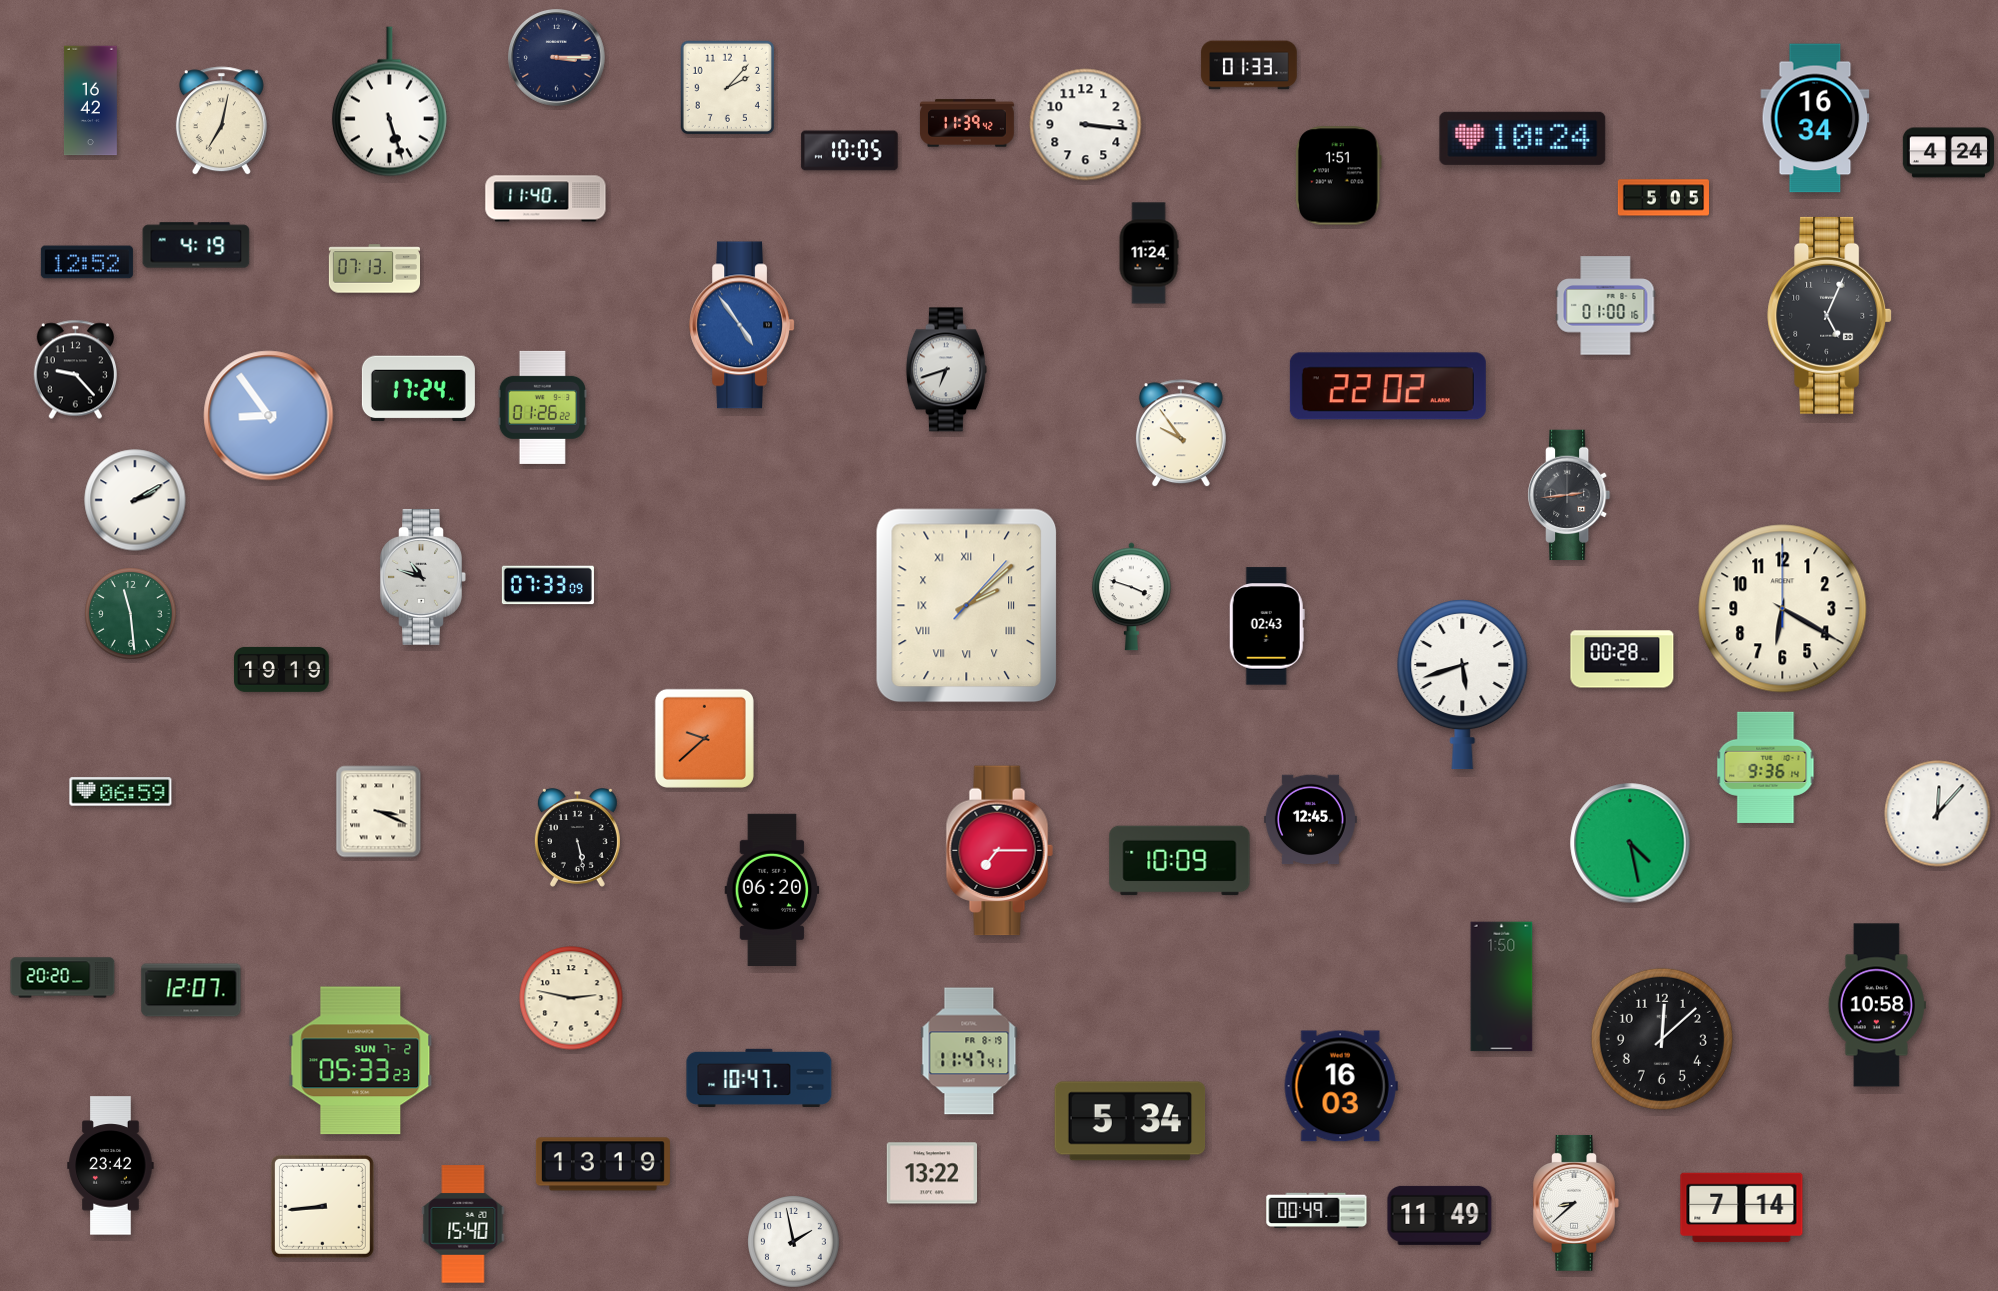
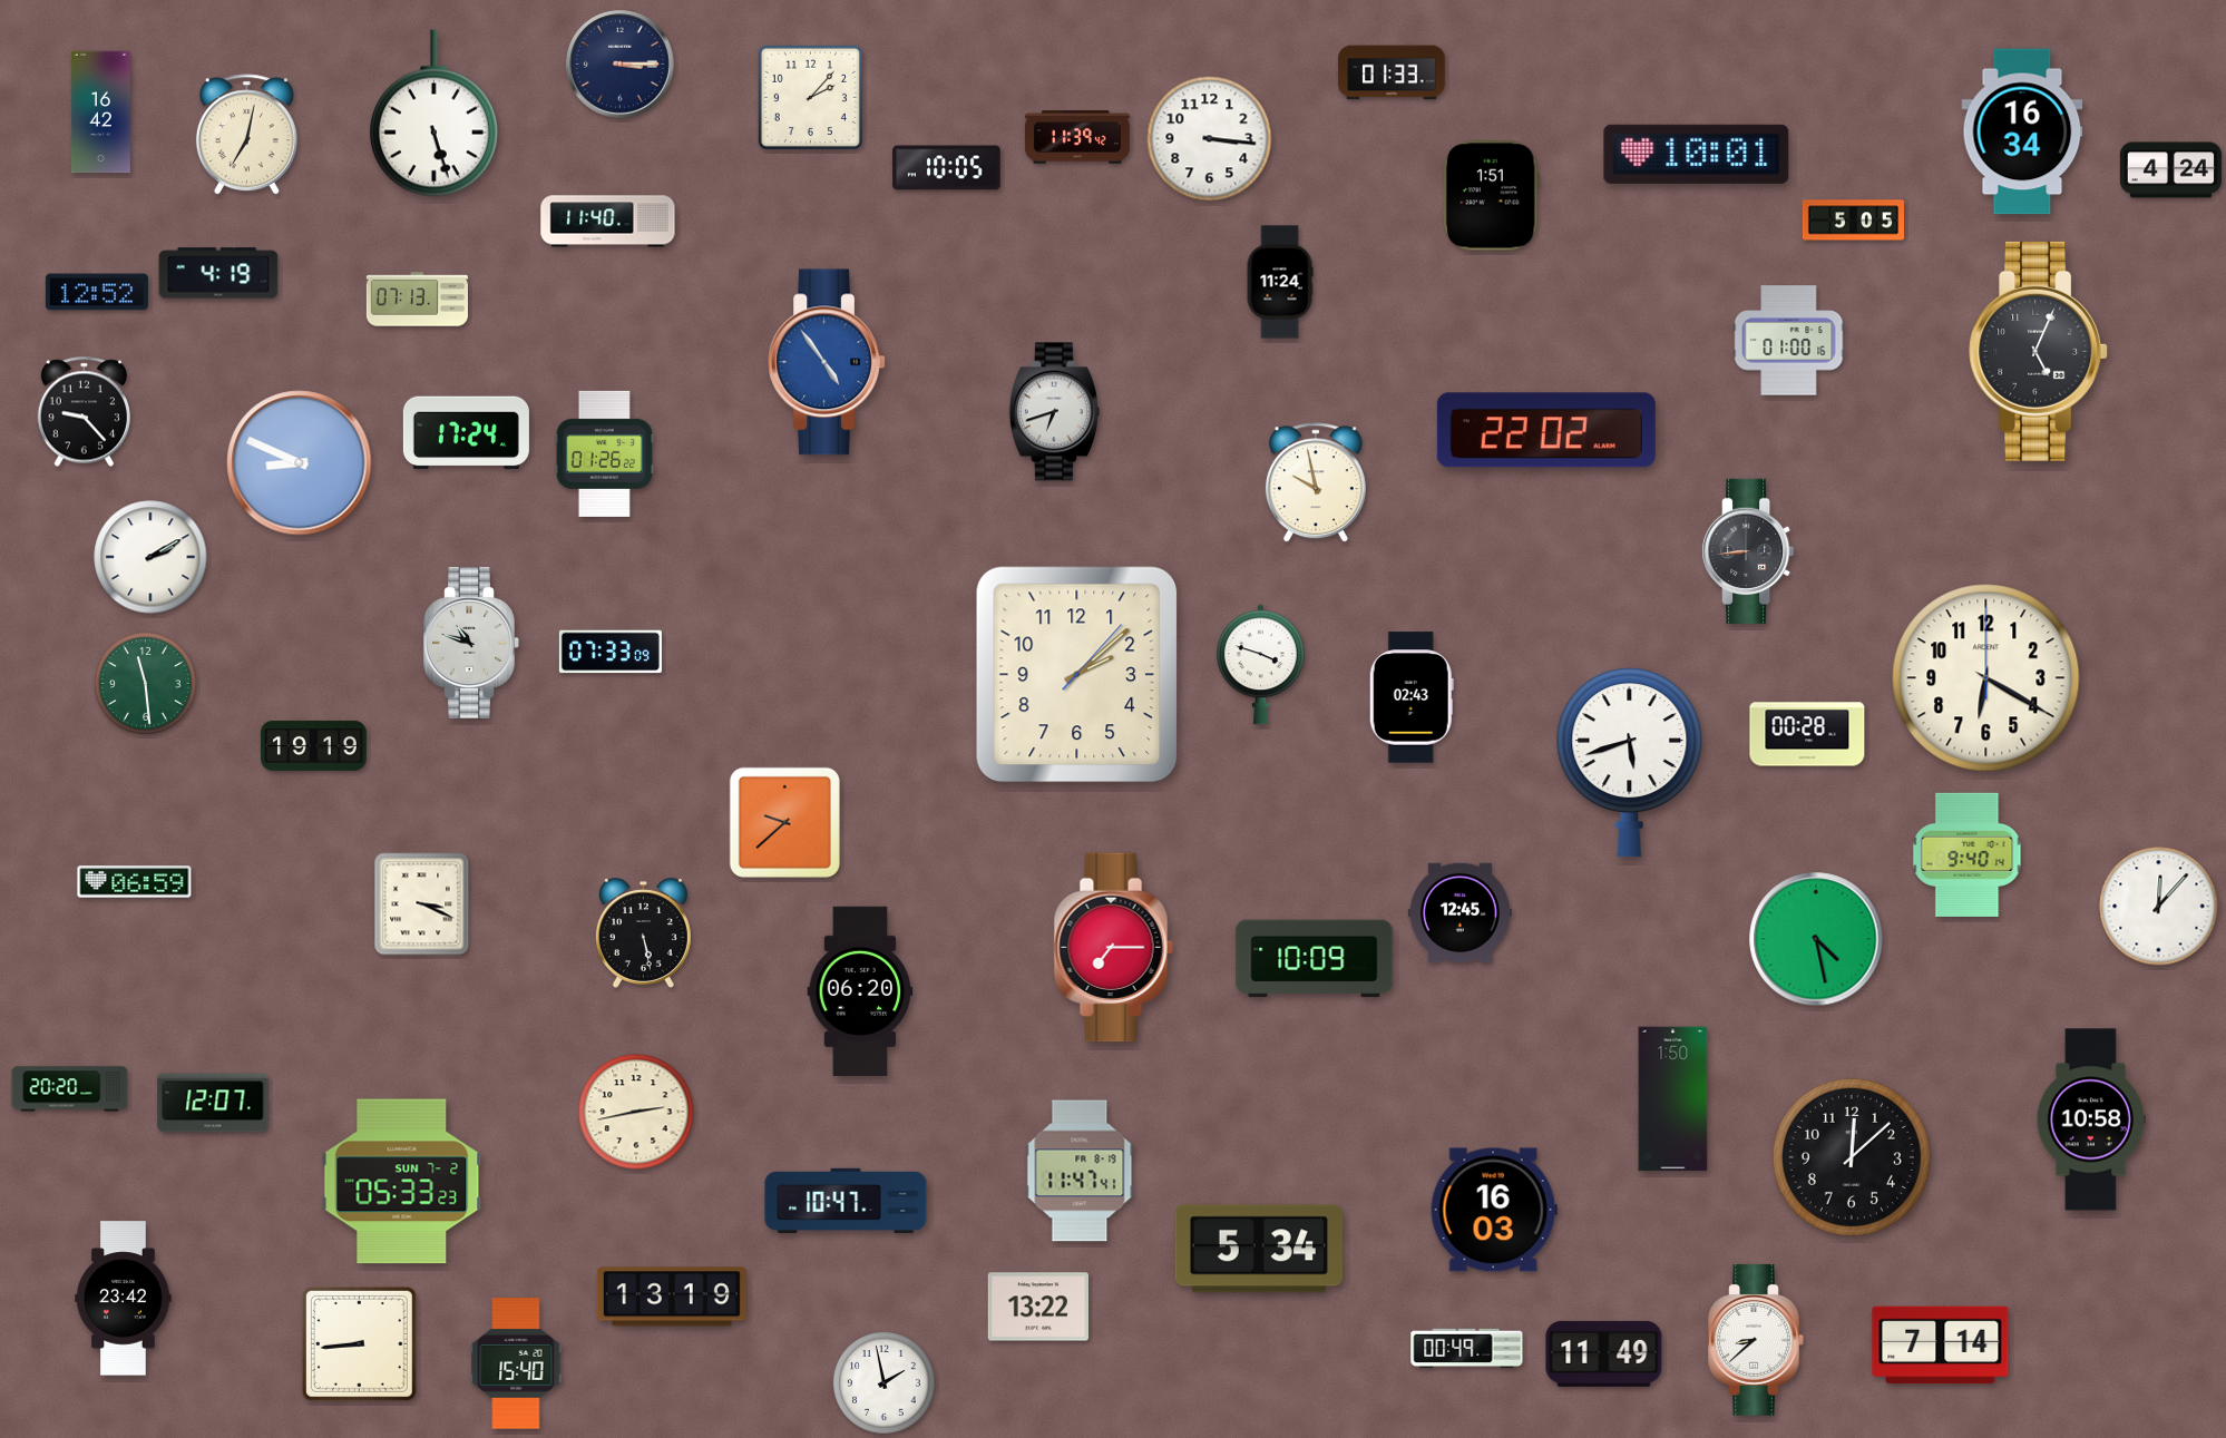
clock at (1523, 138): 10:24 -> 10:01
clock at (269, 416): 8:54 -> 8:49
clock at (1181, 434): 9:54 -> 9:58
clock at (1570, 495): 2:44 -> 8:44
clock at (967, 606) numerals: Roman -> Arabic
clock at (1766, 767): 9:36 -> 9:40
clock at (571, 998): 2:47 -> 2:43
